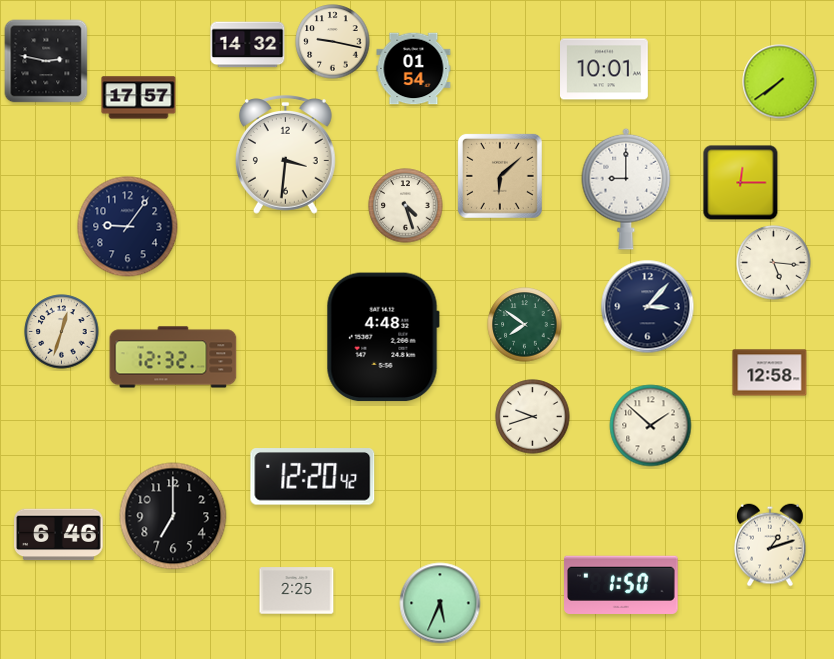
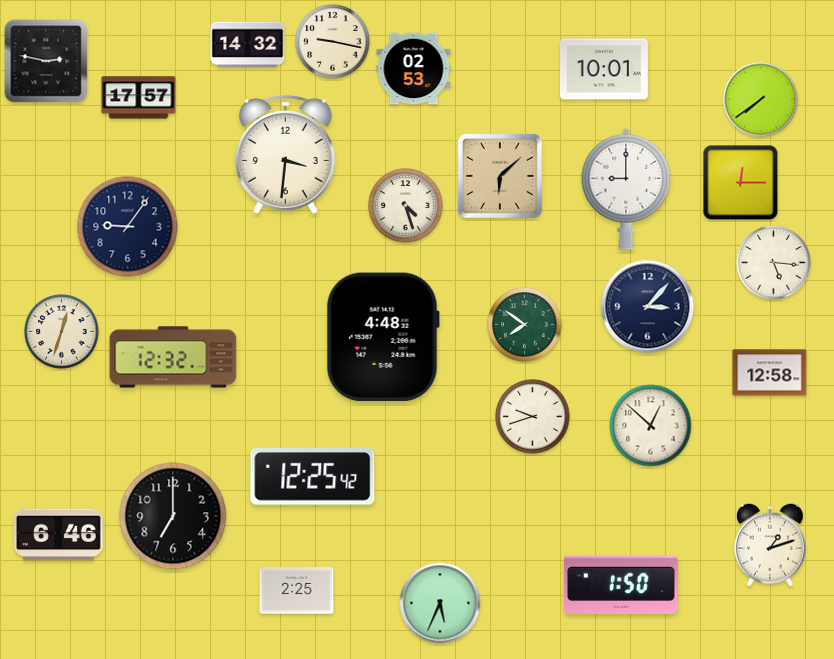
clock at (414, 69): 01:54 -> 02:53
clock at (780, 82) position: (780, 82) -> (761, 100)
clock at (651, 426): 1:52 -> 12:52
clock at (313, 477): 12:20 -> 12:25
